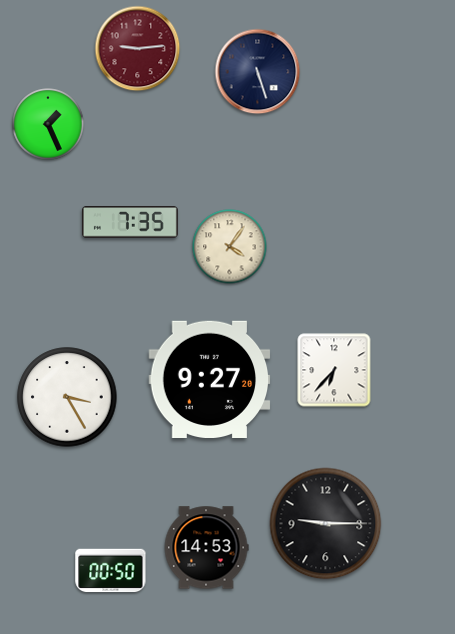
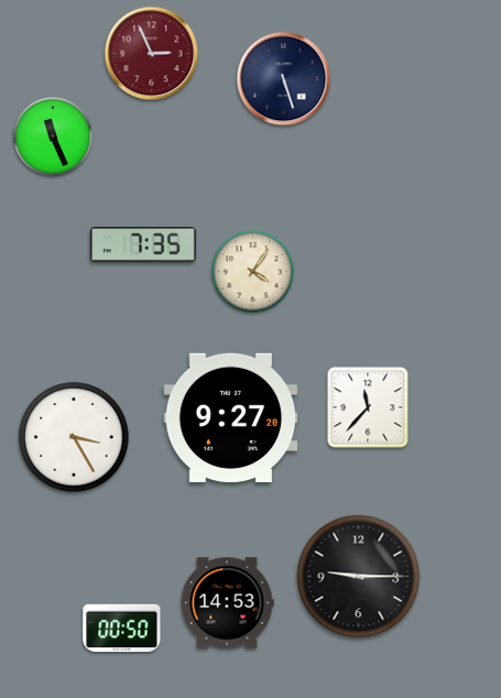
clock at (138, 49): 9:14 -> 2:56
clock at (48, 124): 1:26 -> 11:26
clock at (334, 370): 6:37 -> 11:37
